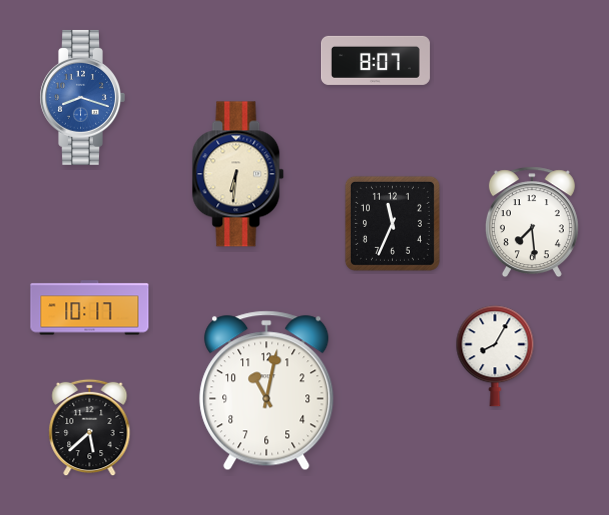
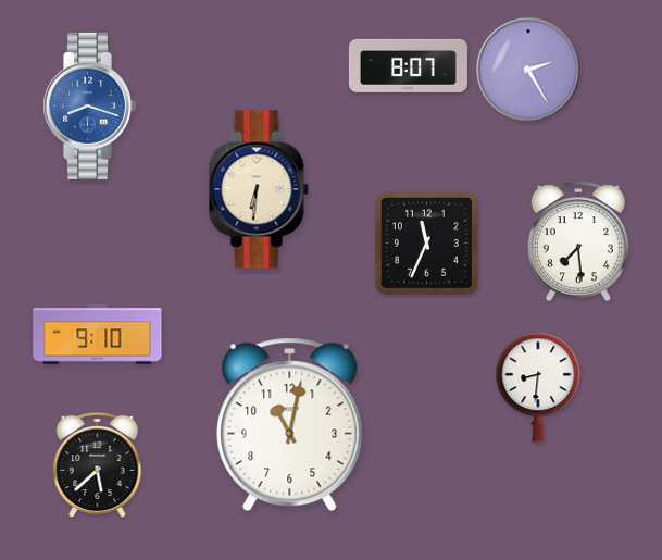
clock at (528, 70): none -> 2:25
clock at (90, 308): 10:17 -> 9:10
clock at (495, 356): 8:05 -> 8:31
